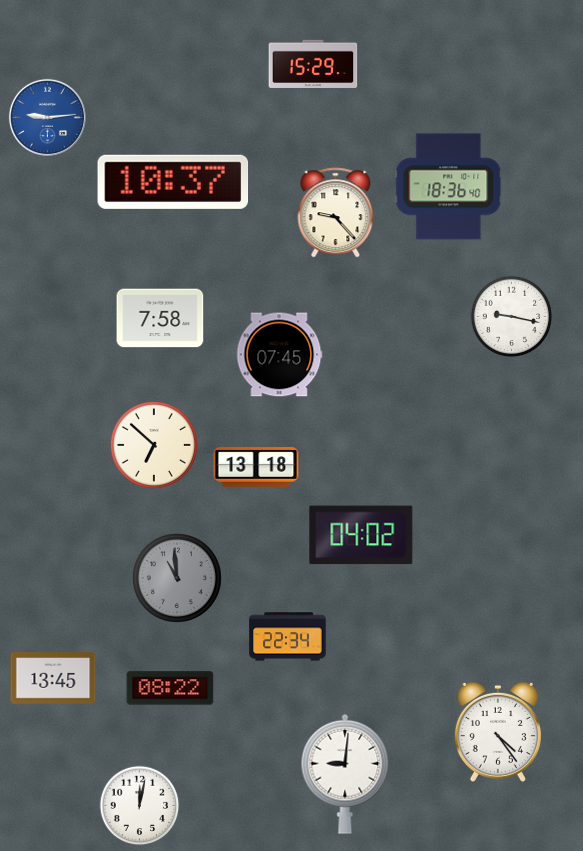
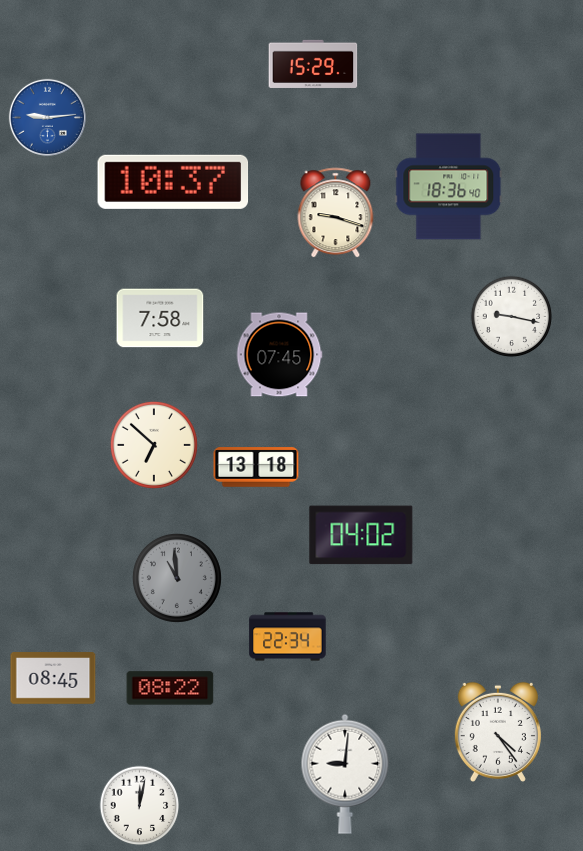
clock at (336, 213): 9:23 -> 9:18
clock at (53, 678): 13:45 -> 08:45
